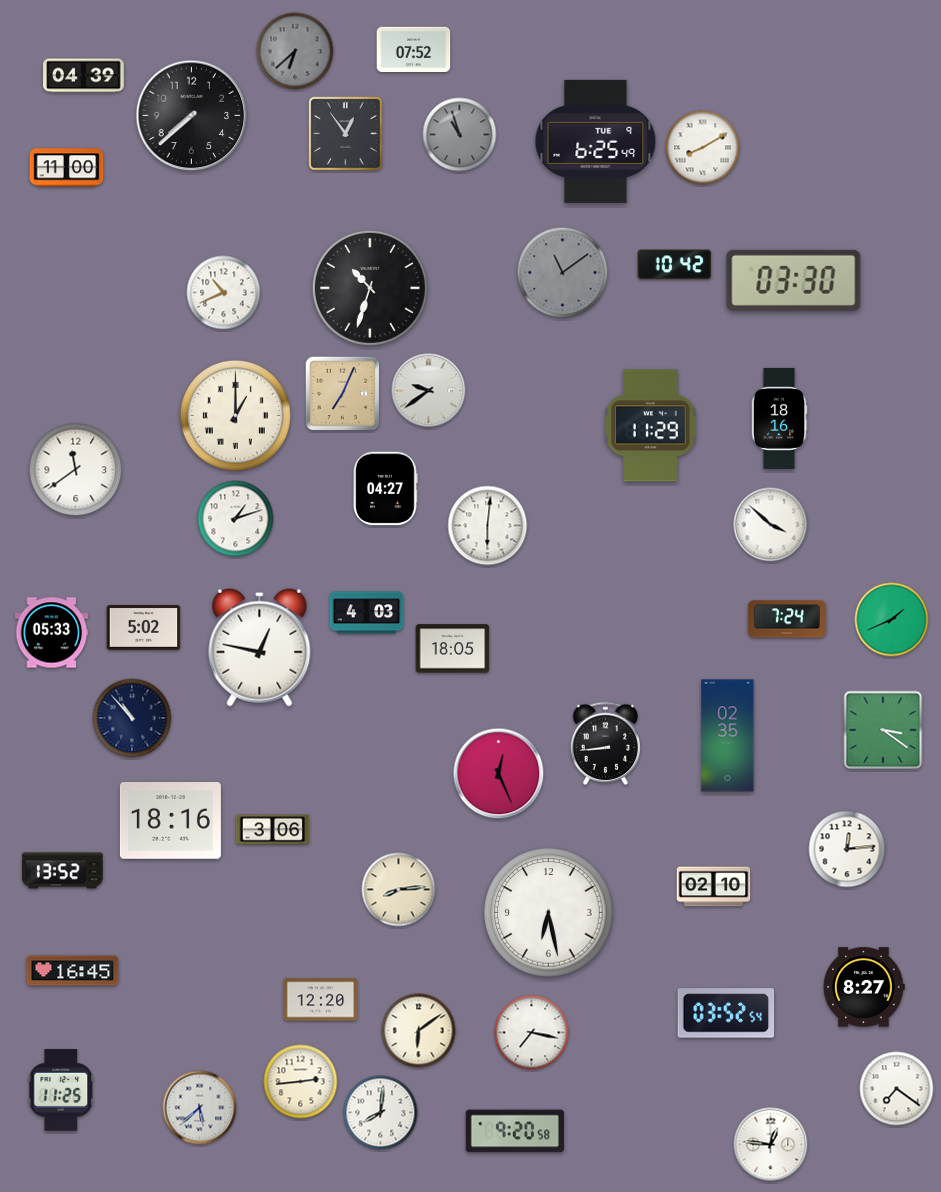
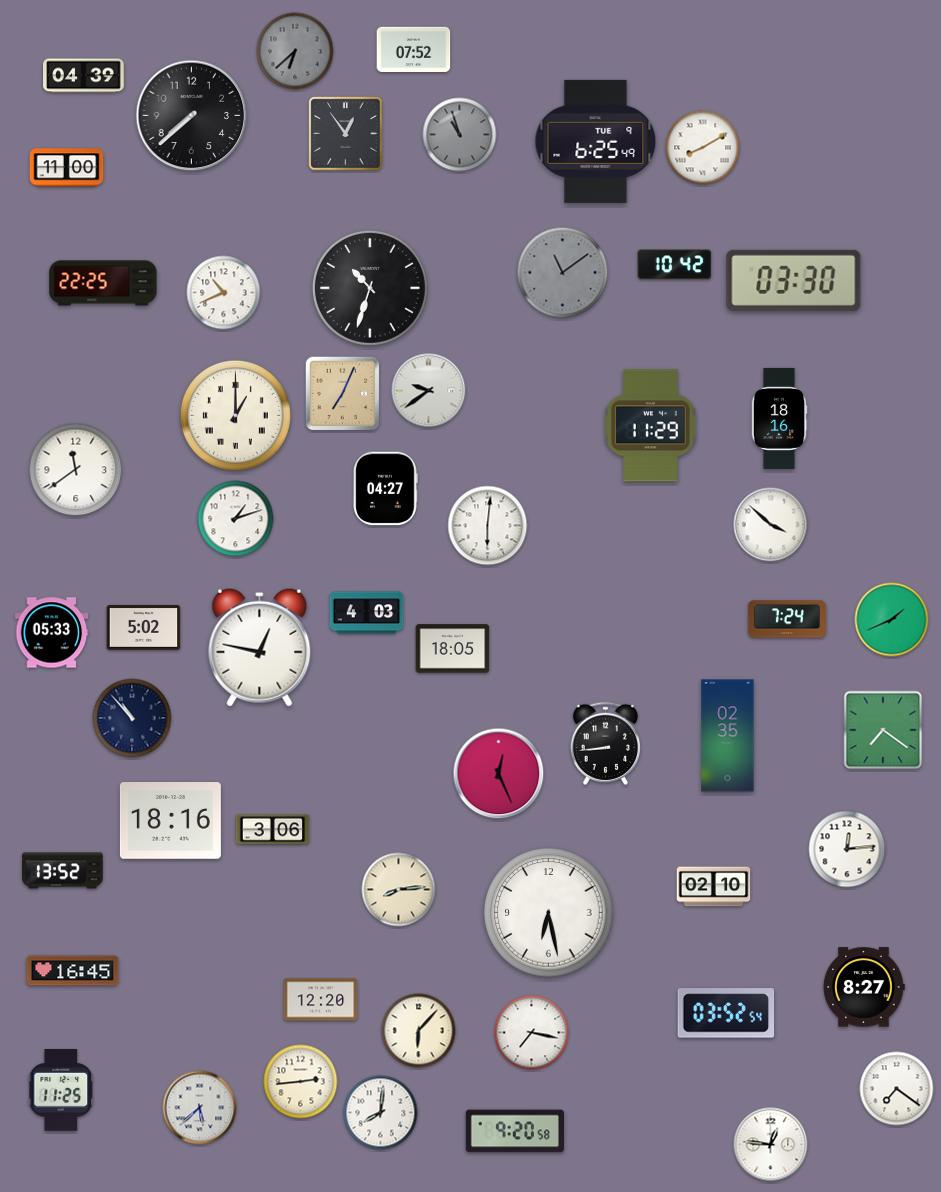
clock at (103, 283): none -> 22:25
clock at (883, 730): 3:21 -> 7:21
clock at (419, 1031): 6:09 -> 6:07
